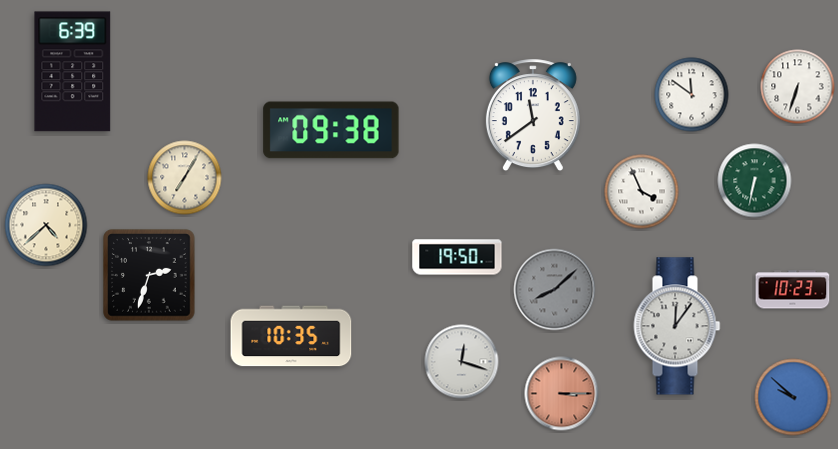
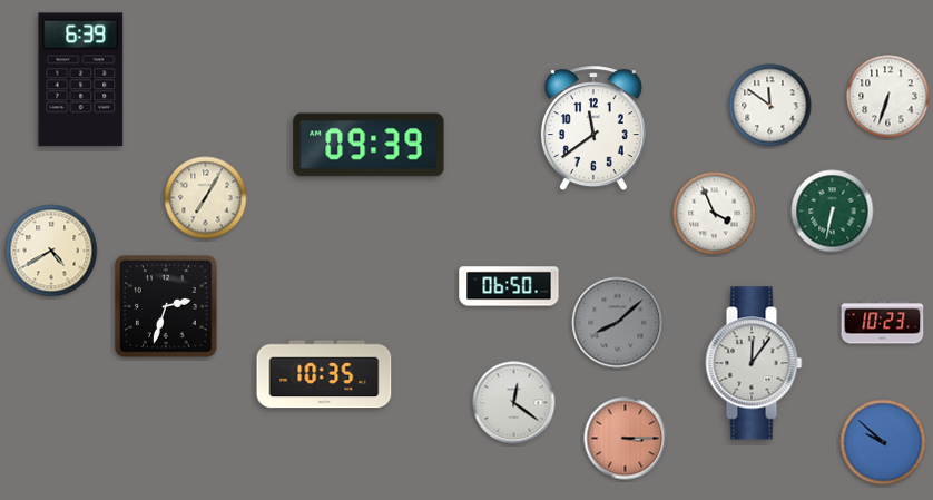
clock at (331, 130): 09:38 -> 09:39
clock at (755, 181) position: (755, 181) -> (833, 212)
clock at (46, 225): 4:38 -> 4:40
clock at (457, 257): 19:50 -> 06:50
clock at (462, 362): 12:18 -> 12:21
